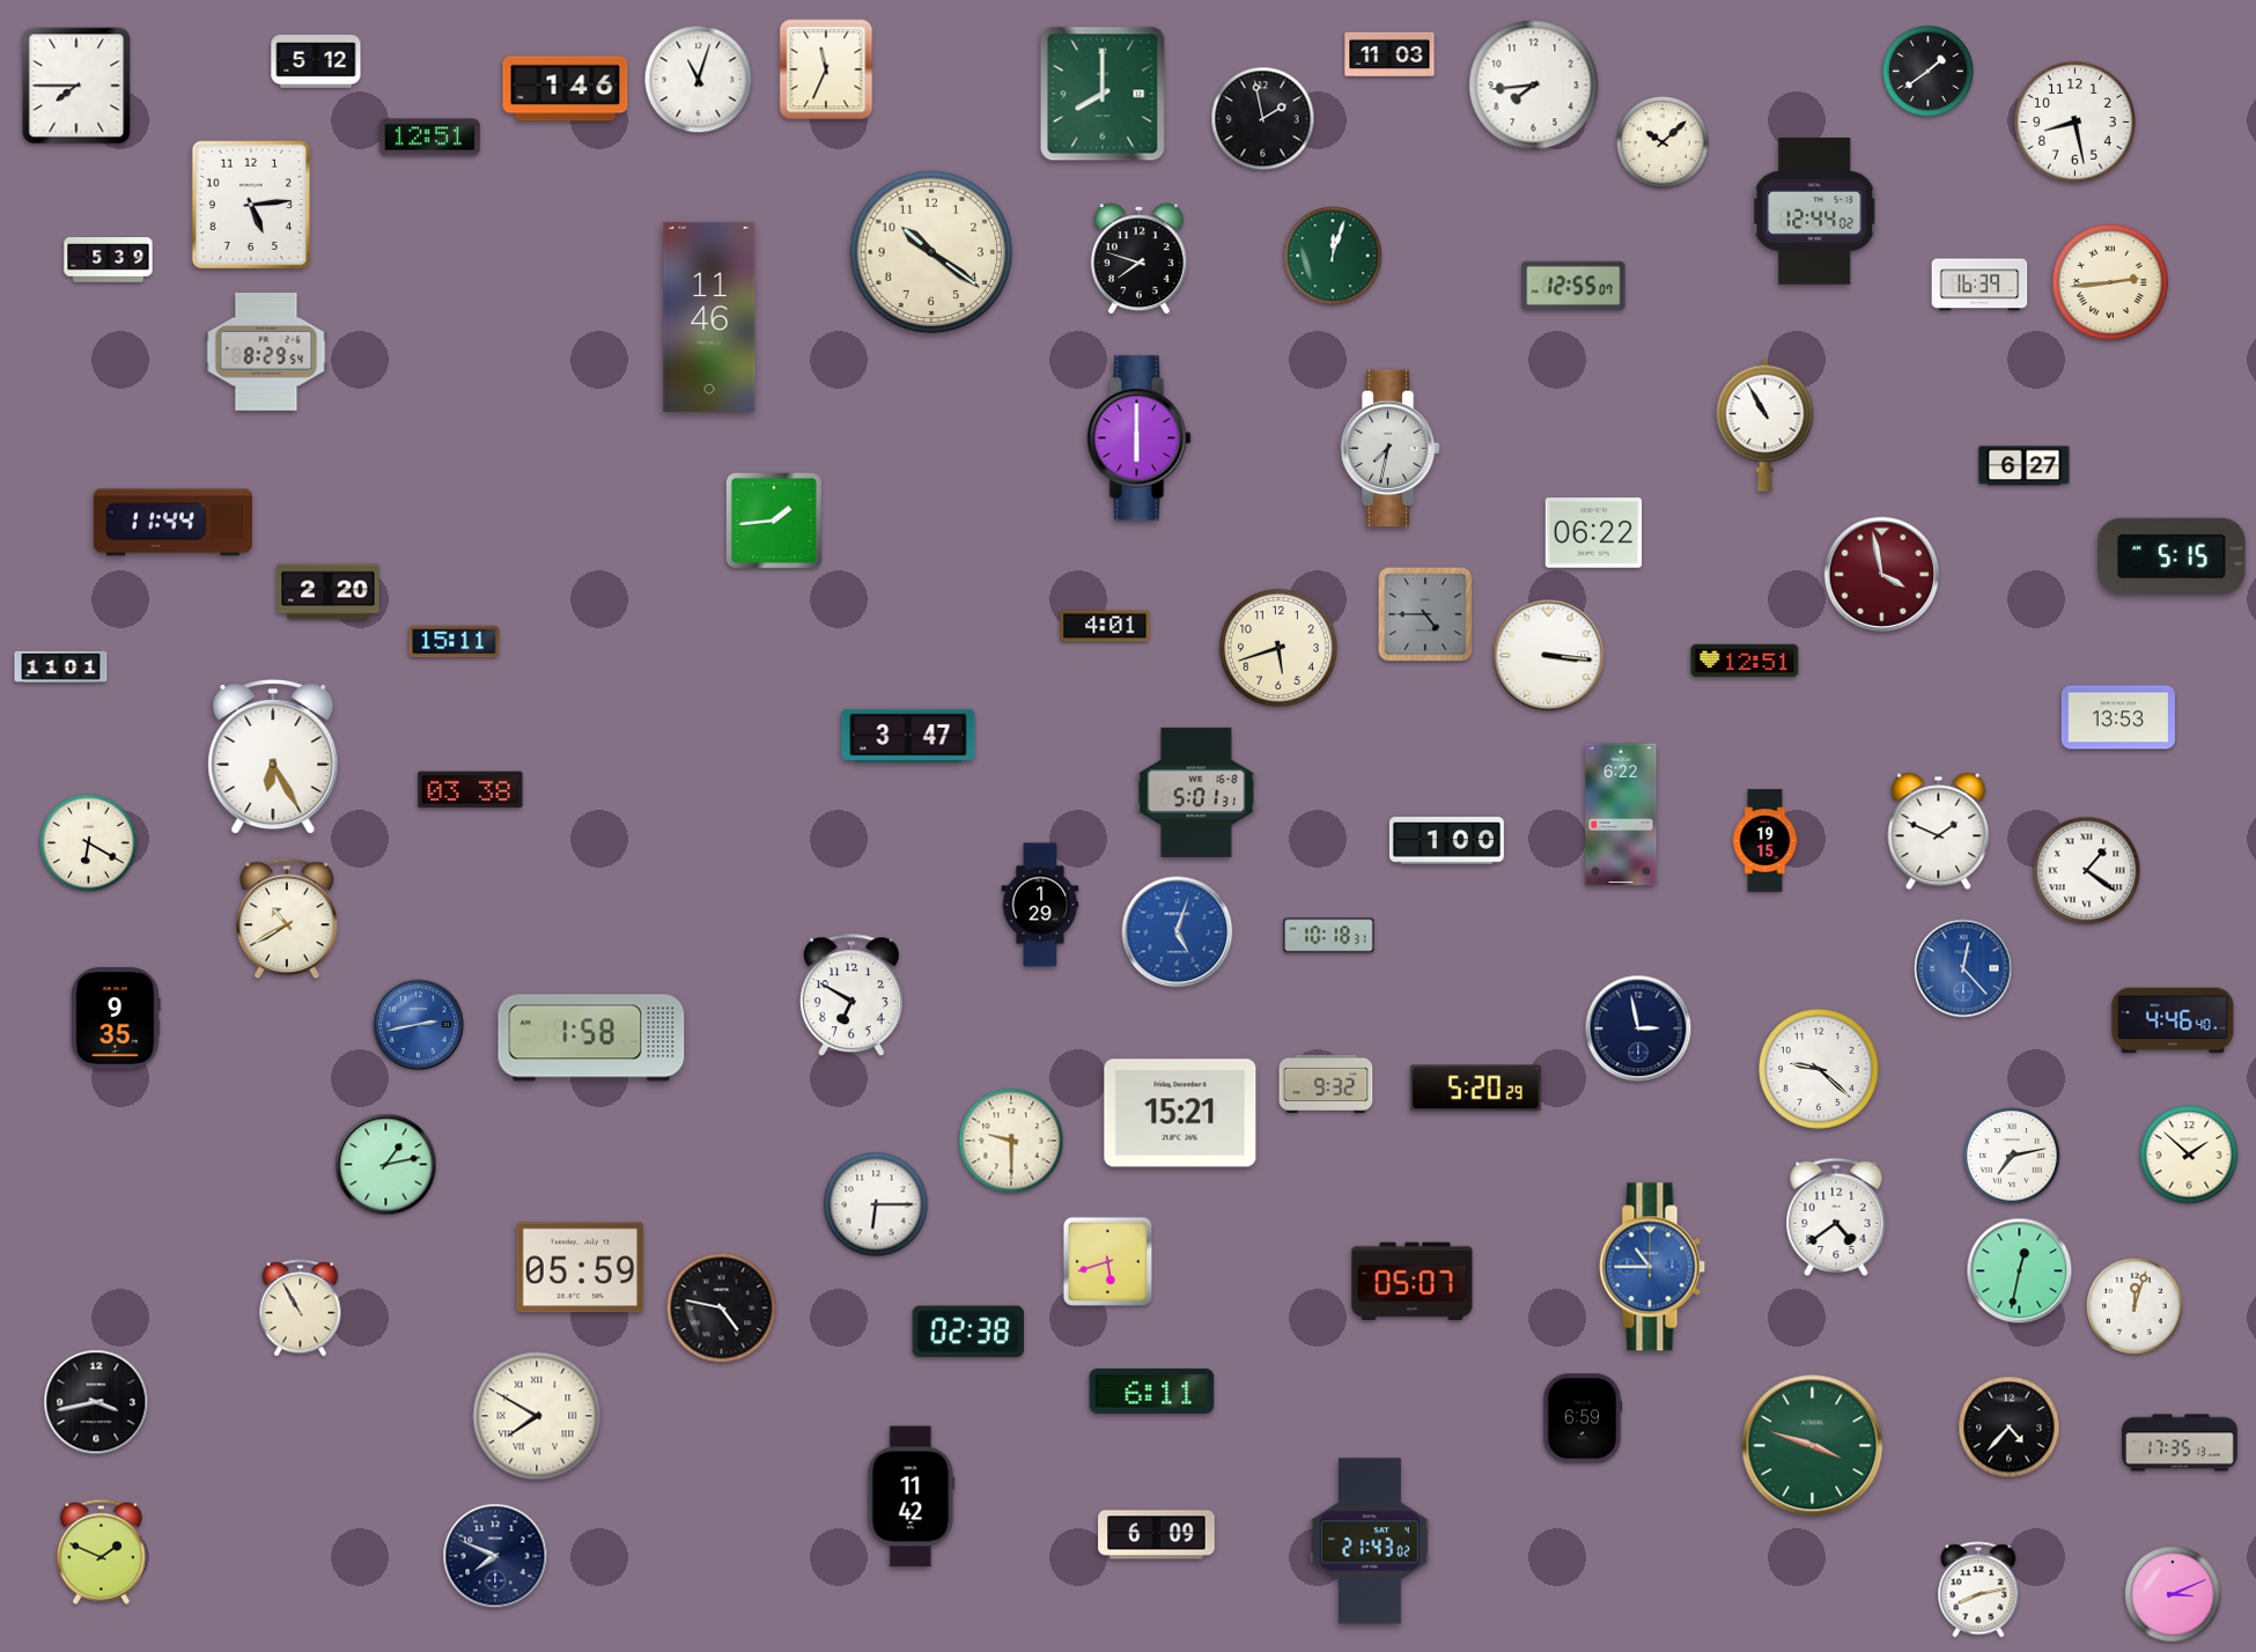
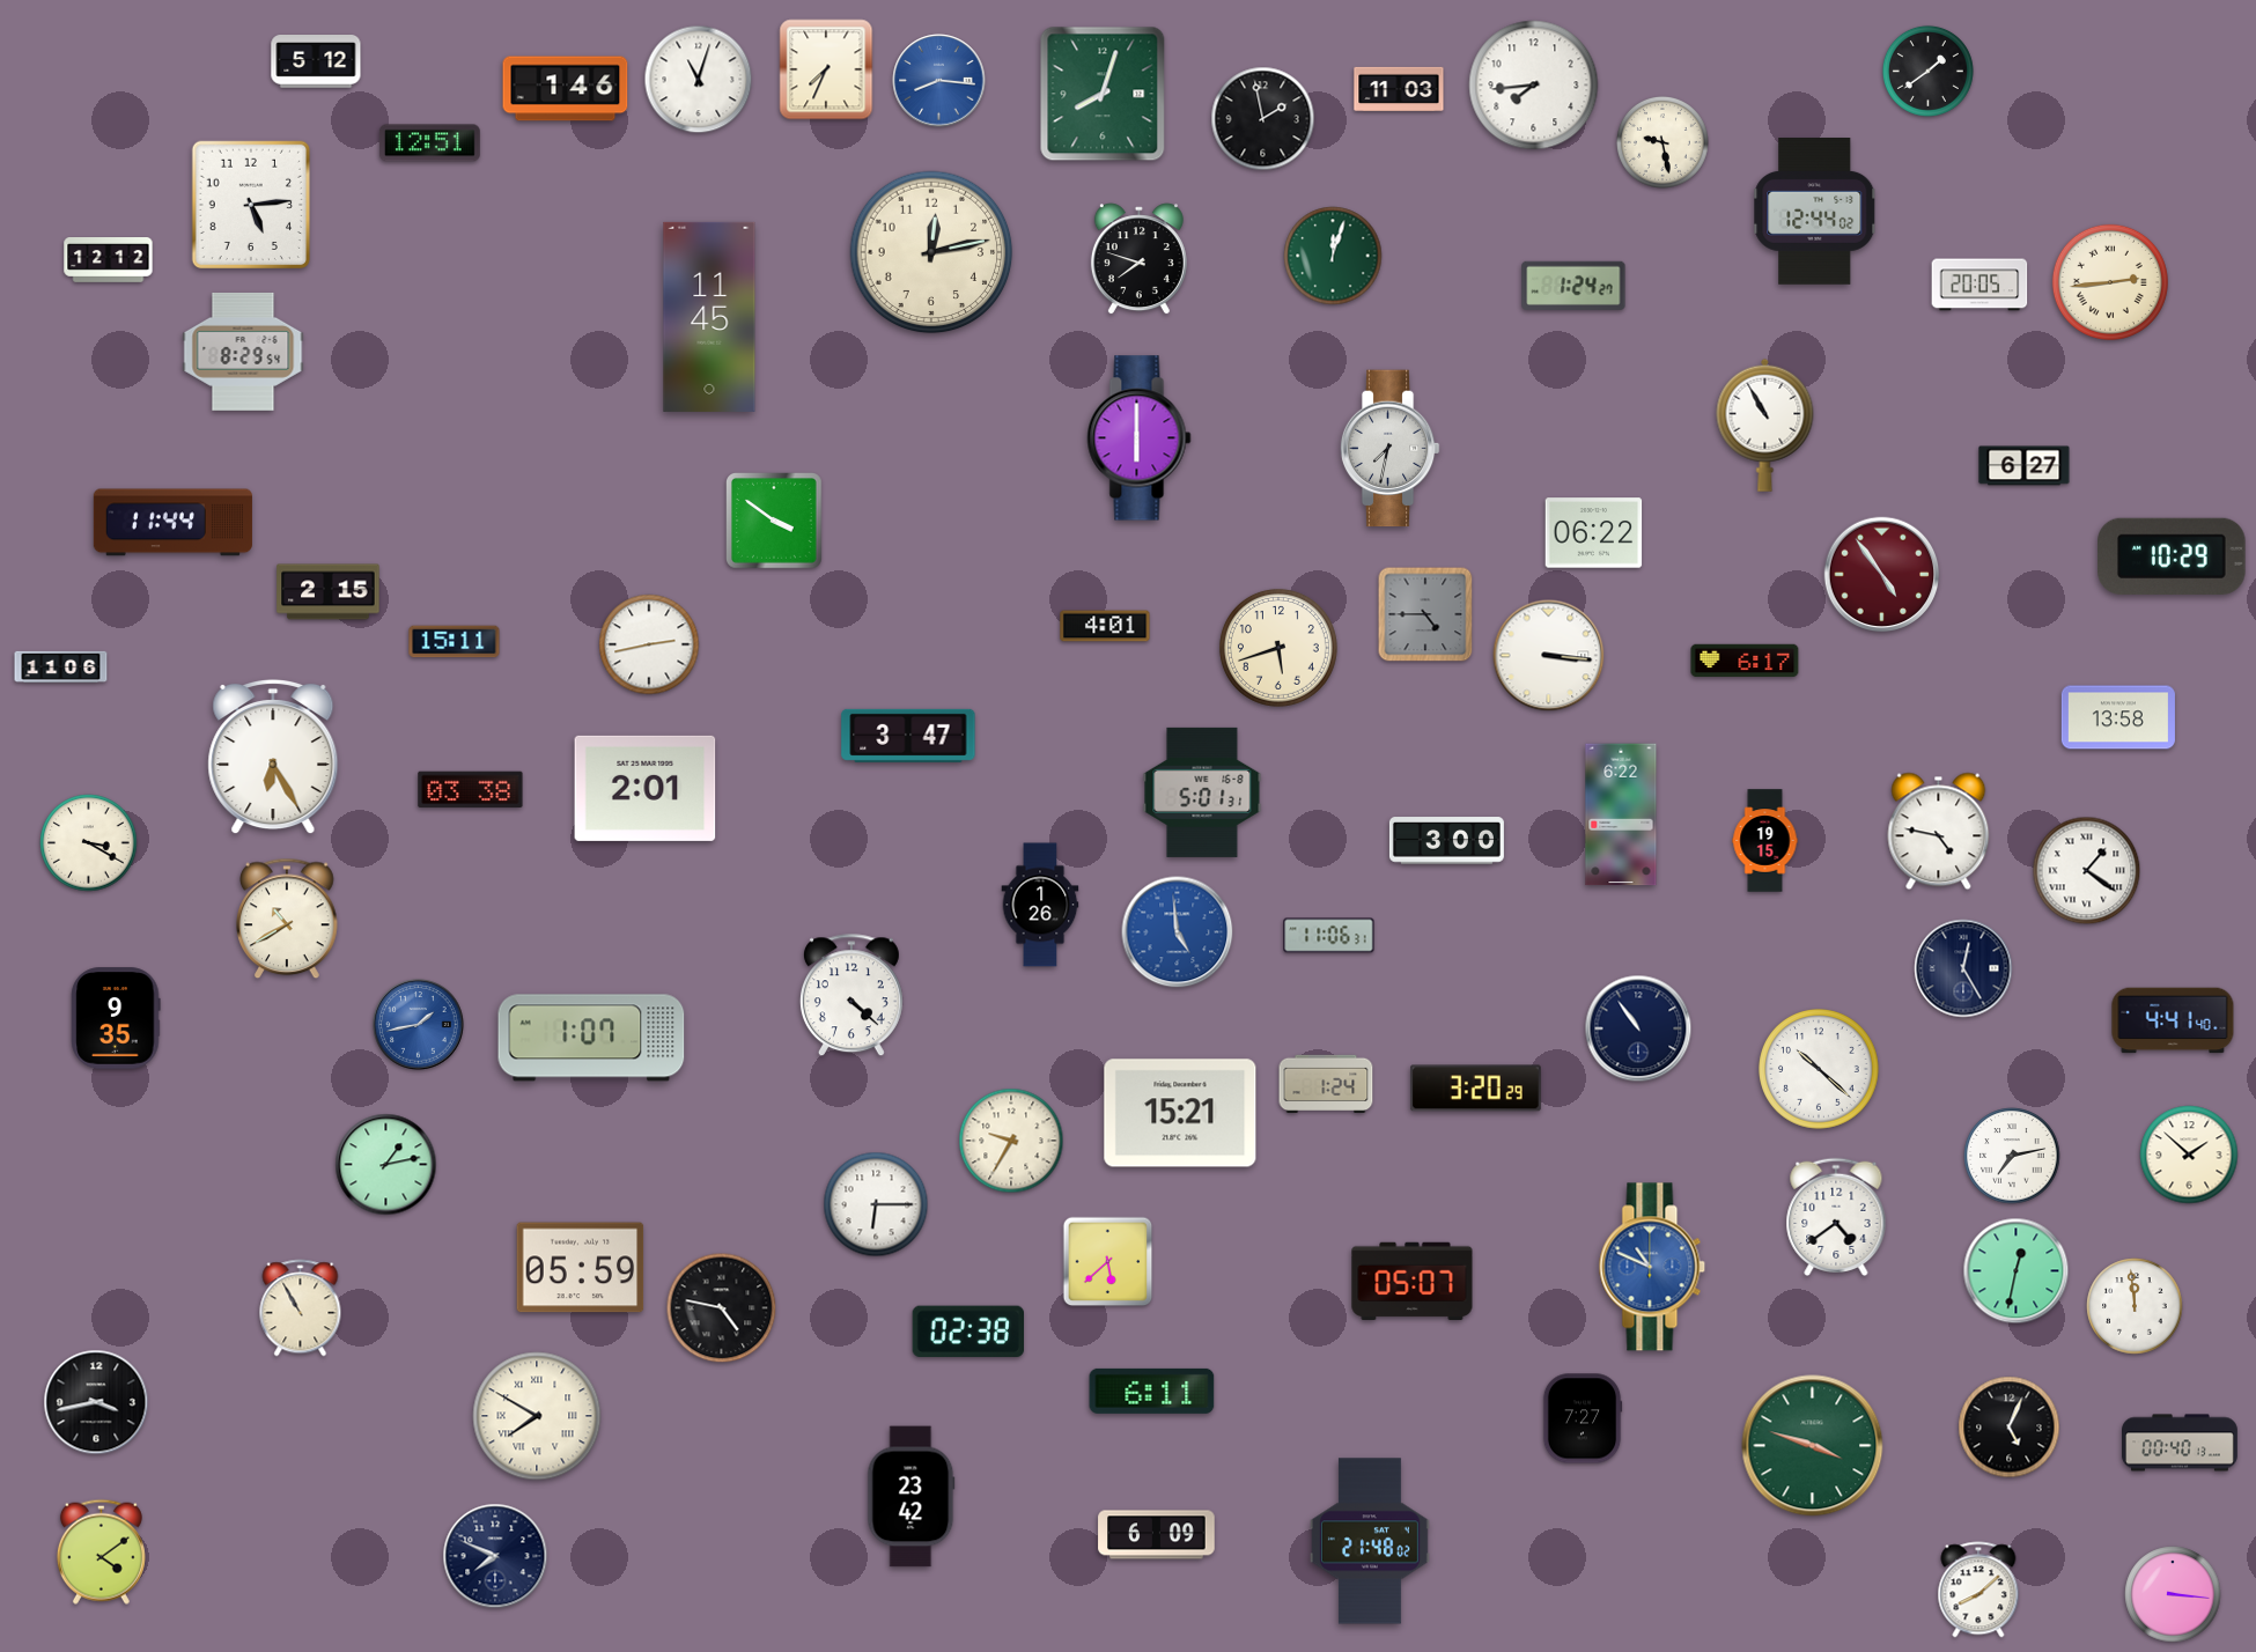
clock at (1389, 53) position: (1389, 53) -> (1399, 88)
clock at (826, 69): 11:34 -> 7:34
clock at (939, 81): none -> 8:16
clock at (76, 86): 7:45 -> none
clock at (1103, 94): 8:00 -> 8:03
clock at (2076, 123): 8:28 -> none
clock at (429, 138) position: (429, 138) -> (429, 143)
clock at (1662, 142): 10:08 -> 9:28
clock at (931, 252): 10:21 -> 12:13
clock at (109, 260): 5:39 -> 12:12
clock at (1979, 285): 16:39 -> 20:05
clock at (1573, 286): 12:55 -> 1:24
clock at (709, 317): 11:46 -> 11:45
clock at (266, 352) position: (266, 352) -> (243, 352)
clock at (775, 522): 1:44 -> 3:51
clock at (2172, 556): 5:15 -> 10:29
clock at (1882, 575): 3:58 -> 4:54
clock at (329, 592): 2:20 -> 2:15
clock at (649, 644): none -> 2:43
clock at (1745, 661): 12:51 -> 6:17
clock at (61, 666): 11:01 -> 11:06
clock at (2118, 717): 13:53 -> 13:58
clock at (646, 788): none -> 2:01
clock at (1196, 792) position: (1196, 792) -> (1202, 792)
clock at (1939, 832): 1:49 -> 4:47
clock at (1446, 841): 1:00 -> 3:00
clock at (89, 843): 6:20 -> 3:20
clock at (1040, 905): 1:29 -> 1:26
clock at (1178, 932): 5:03 -> 4:59
clock at (1329, 936): 10:18 -> 11:06
clock at (1963, 968): 12:23 -> 12:25
clock at (1963, 968) dial: blue -> navy
clock at (851, 996): 6:50 -> 4:22
clock at (2173, 1020): 4:46 -> 4:41
clock at (419, 1025): 2:43 -> 1:43
clock at (1638, 1028): 2:58 -> 10:54
clock at (591, 1038): 1:58 -> 1:07
clock at (1819, 1069): 9:22 -> 10:22
clock at (1326, 1083): 9:32 -> 1:24
clock at (1475, 1089): 5:20 -> 3:20
clock at (1011, 1141): 9:30 -> 9:35
clock at (1108, 1262): 5:42 -> 5:38
clock at (1652, 1267): 10:45 -> 10:49
clock at (2020, 1271) position: (2020, 1271) -> (2017, 1271)
clock at (2135, 1306): 12:03 -> 11:59
clock at (1583, 1418): 6:59 -> 7:27
clock at (2010, 1428): 4:37 -> 5:04
clock at (2181, 1443): 17:35 -> 00:40
clock at (912, 1497): 11:42 -> 23:42
clock at (1371, 1541): 21:43 -> 21:48
clock at (101, 1551): 1:49 -> 4:09
clock at (1978, 1590): 8:13 -> 8:08
clock at (2173, 1594): 3:11 -> 3:16
